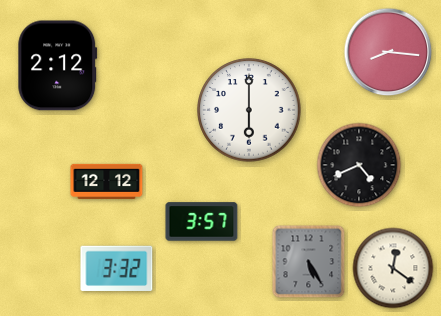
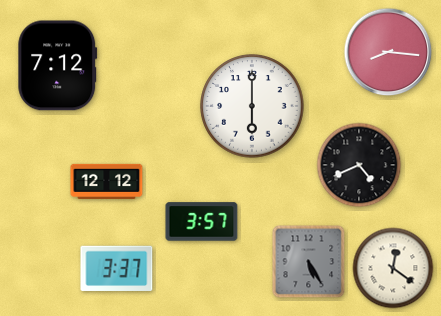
clock at (58, 66): 2:12 -> 7:12
clock at (249, 110) position: (249, 110) -> (252, 106)
clock at (117, 268): 3:32 -> 3:37
